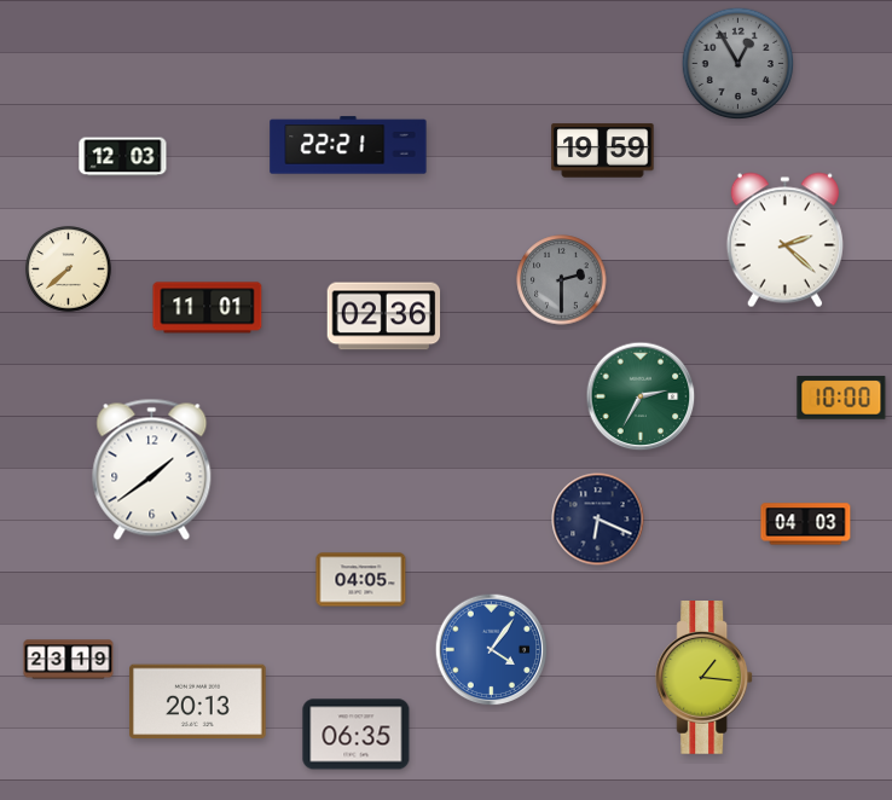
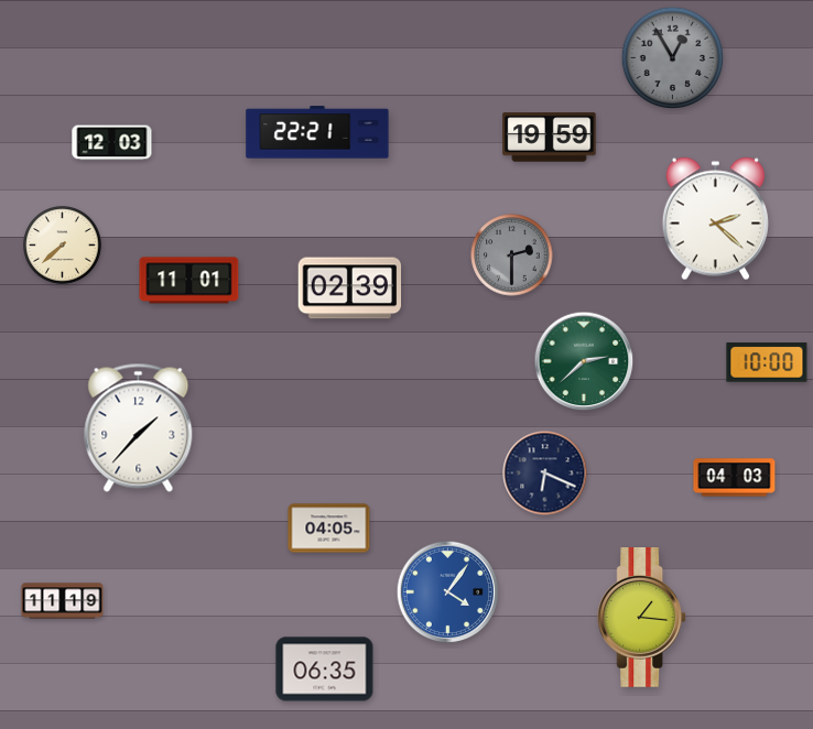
clock at (384, 317): 02:36 -> 02:39
clock at (641, 396): 2:35 -> 2:38
clock at (152, 469): 1:39 -> 1:37
clock at (69, 660): 23:19 -> 11:19
clock at (198, 702): 20:13 -> none
